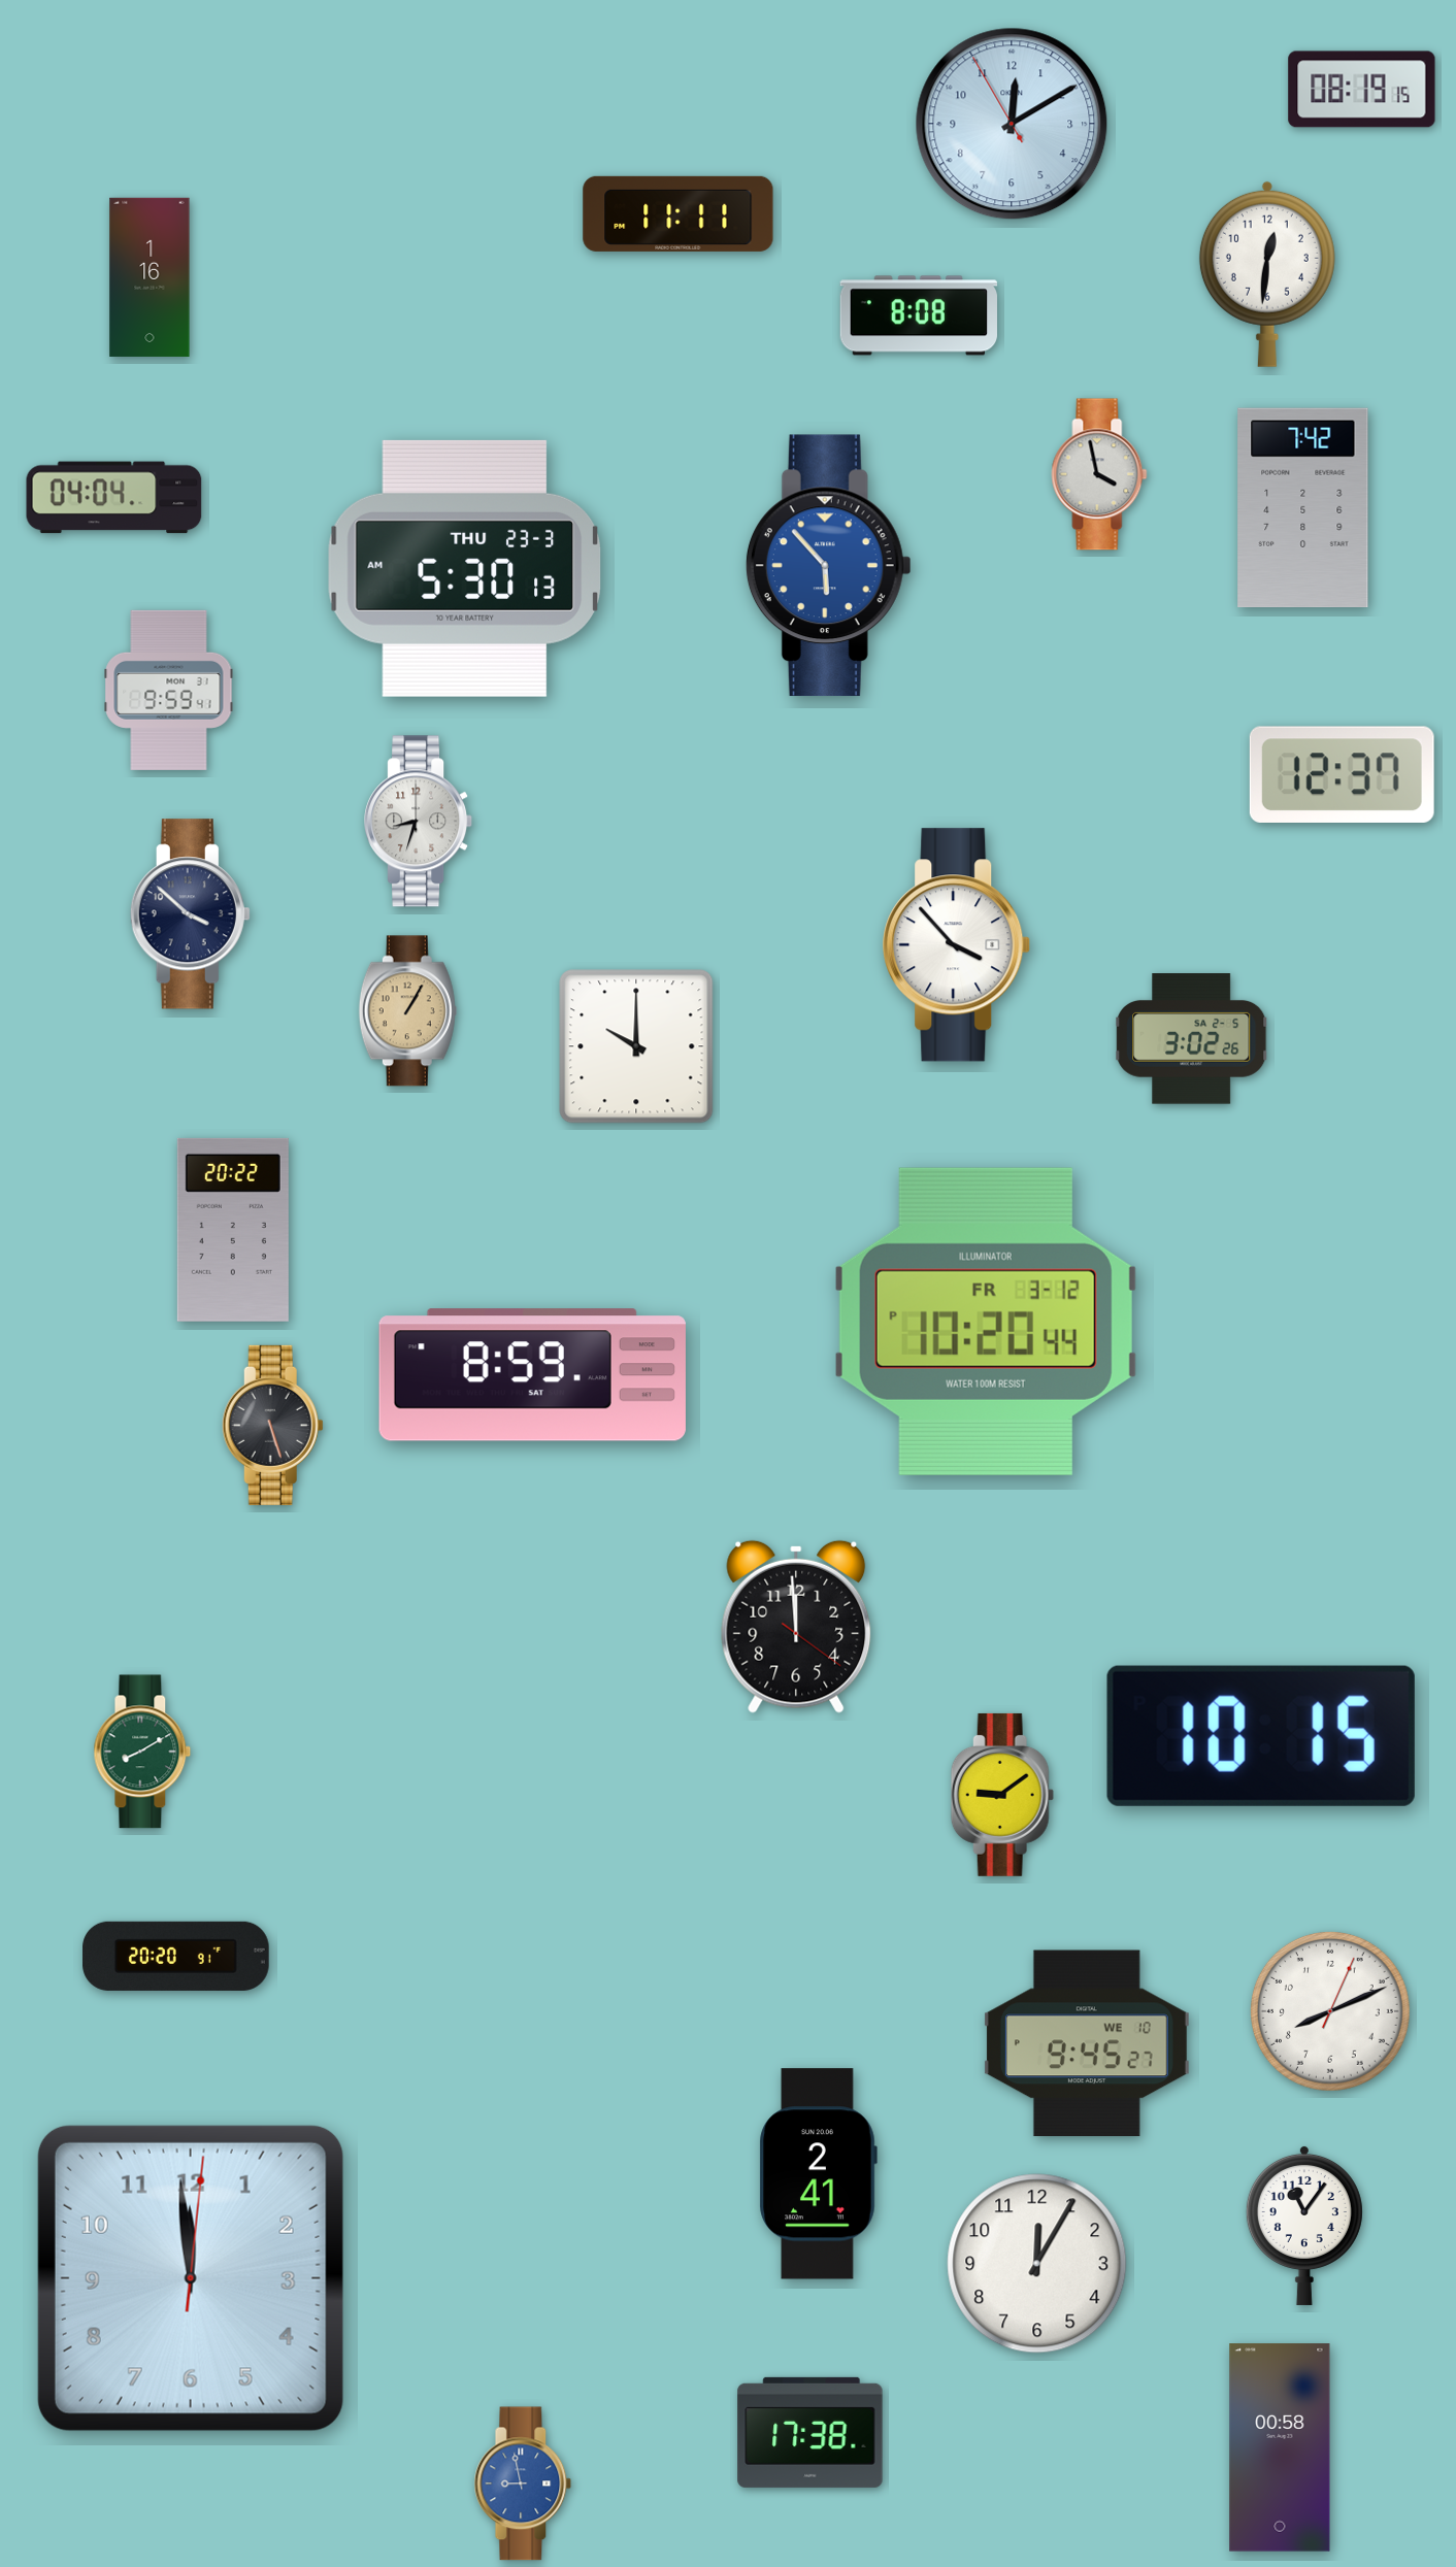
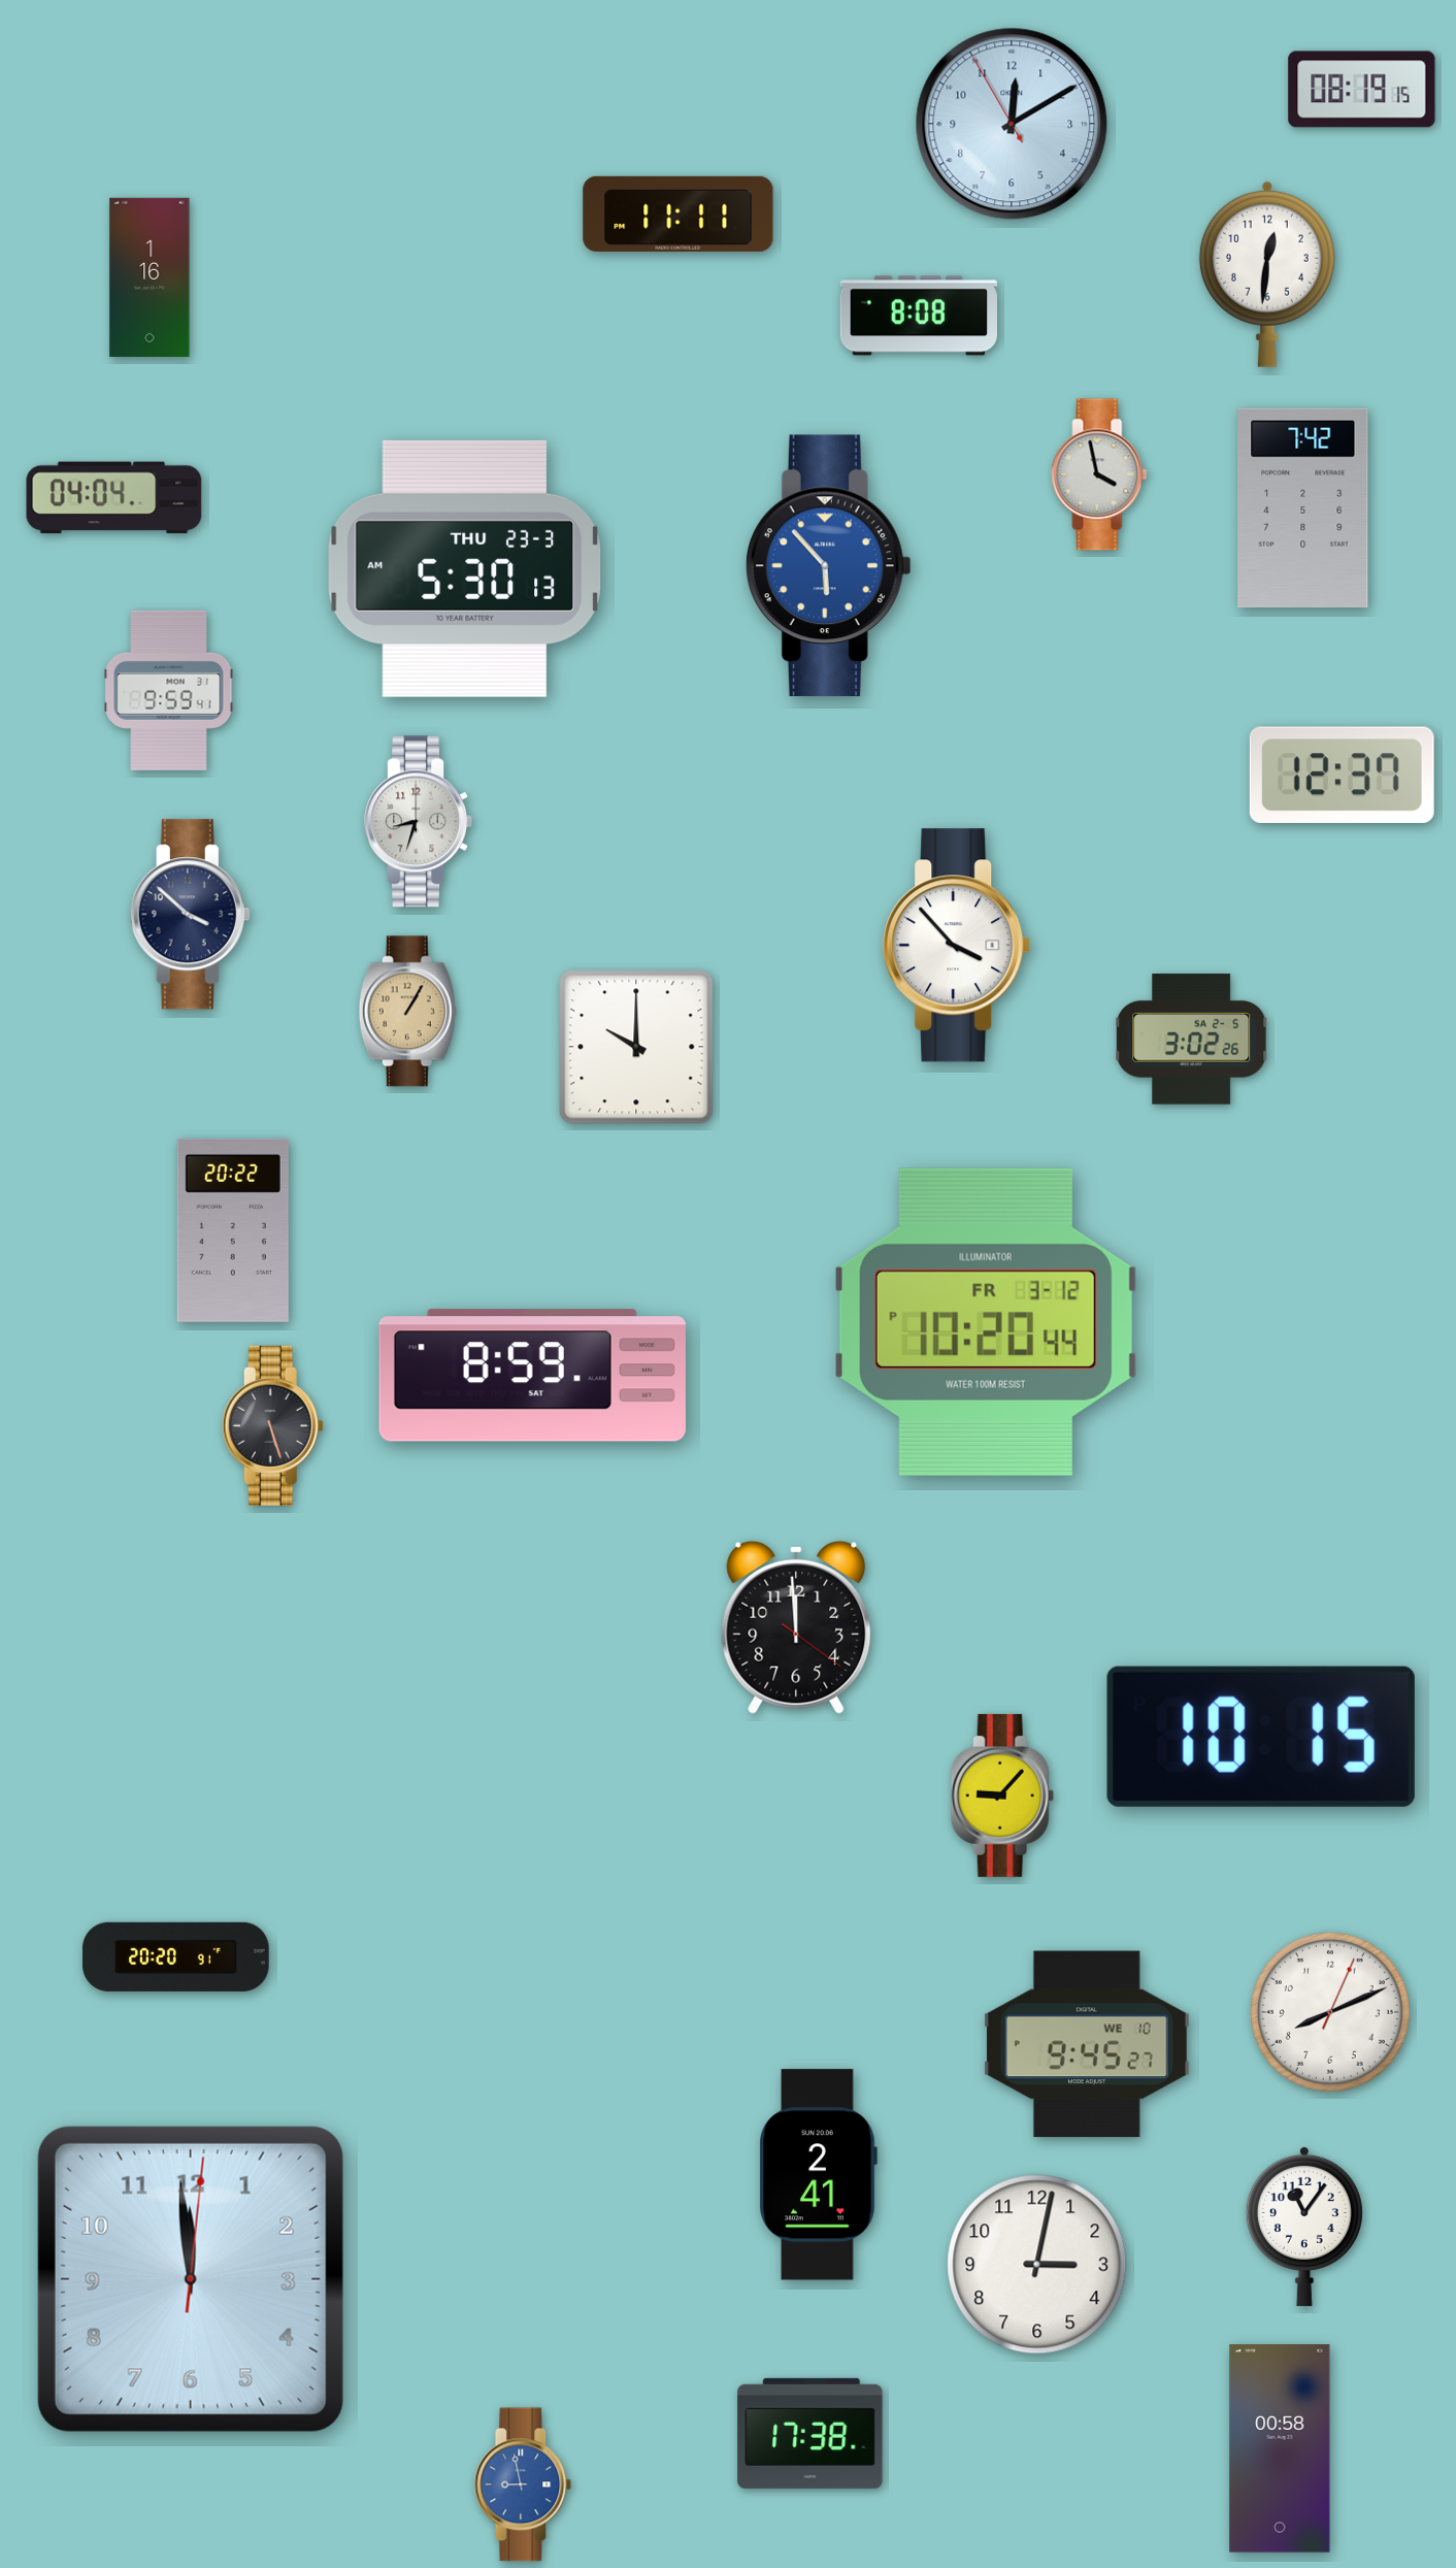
clock at (142, 1752): 8:10 -> none
clock at (1002, 1795): 9:09 -> 9:07
clock at (1037, 2264): 12:05 -> 3:02
